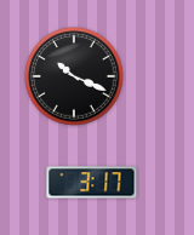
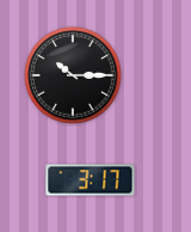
clock at (74, 76): 10:19 -> 10:15
